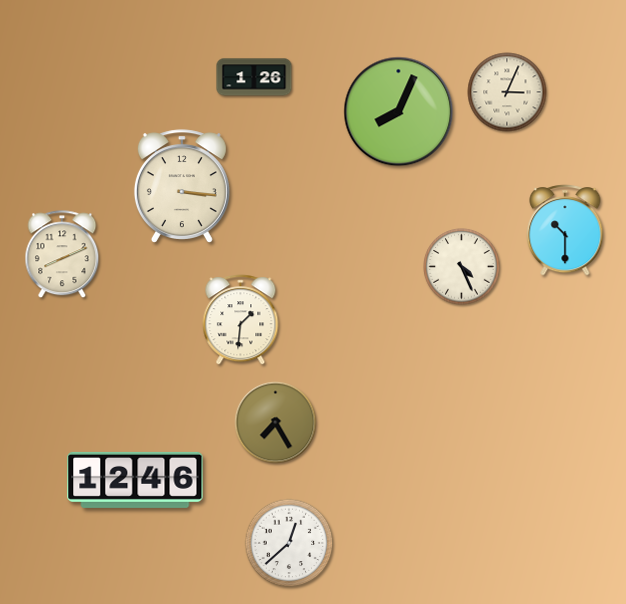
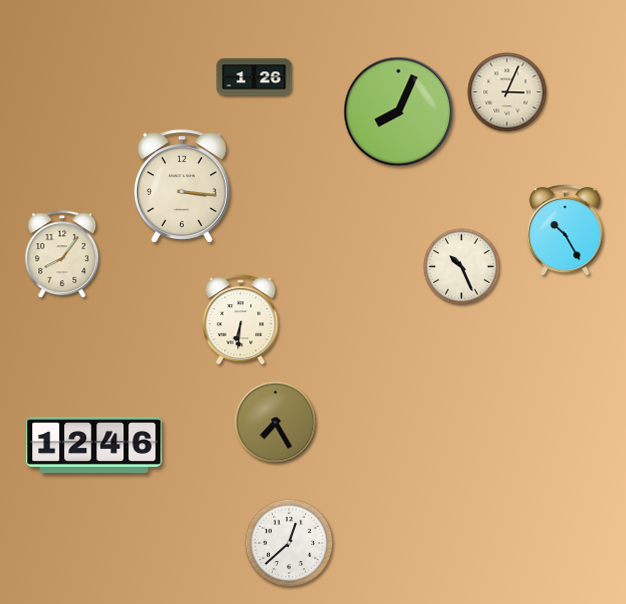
clock at (565, 230): 10:30 -> 10:25
clock at (62, 255): 8:11 -> 8:06
clock at (462, 267): 4:26 -> 10:26
clock at (241, 320): 1:31 -> 6:31
clock at (135, 480) position: (135, 480) -> (94, 445)
